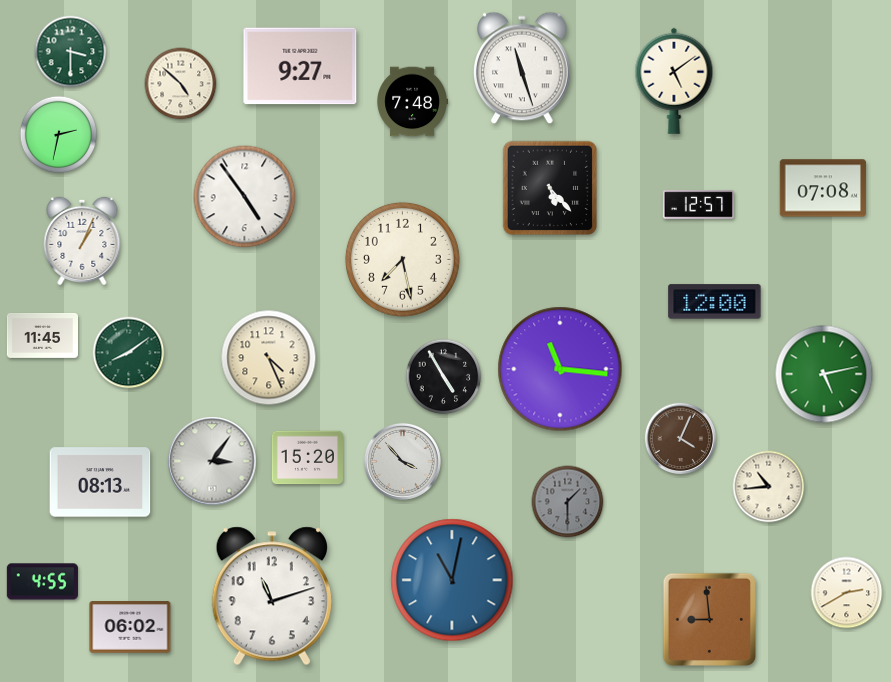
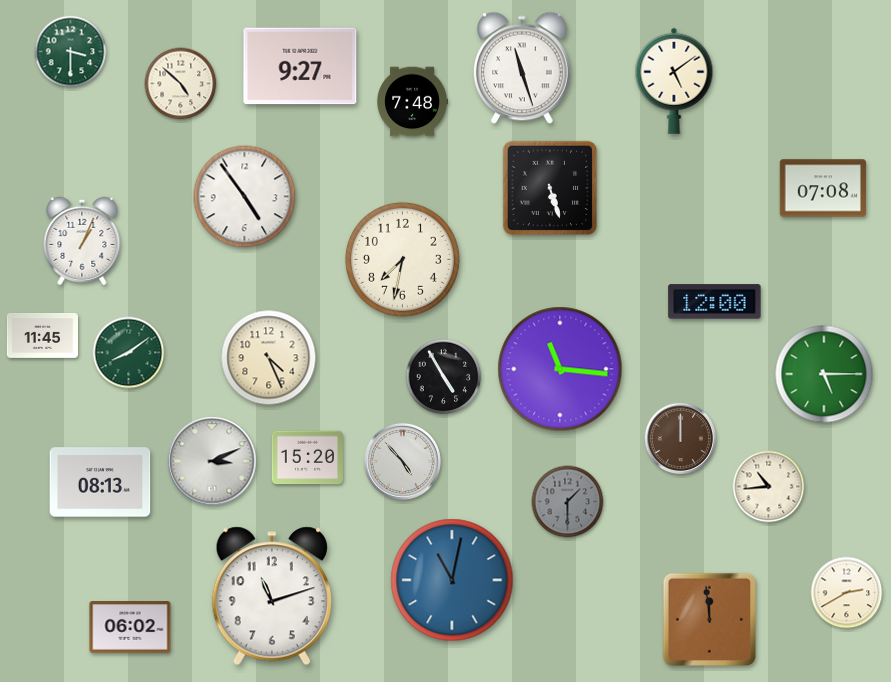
clock at (59, 135): 2:32 -> none
clock at (550, 188): 5:23 -> 5:27
clock at (698, 205): 12:57 -> none
clock at (402, 259): 7:28 -> 7:32
clock at (824, 374): 5:13 -> 5:15
clock at (680, 438): 4:04 -> 12:00
clock at (212, 461): 3:06 -> 3:11
clock at (402, 461): 3:53 -> 4:53
clock at (42, 582): 4:55 -> none
clock at (709, 619): 8:59 -> 11:59
